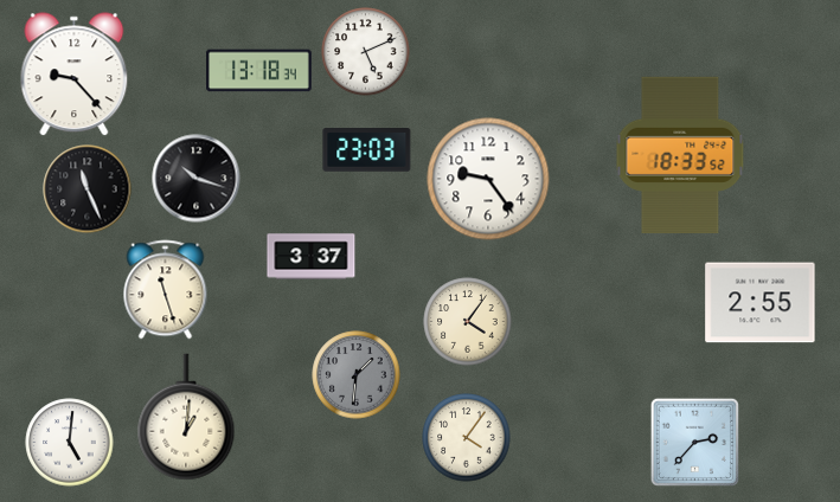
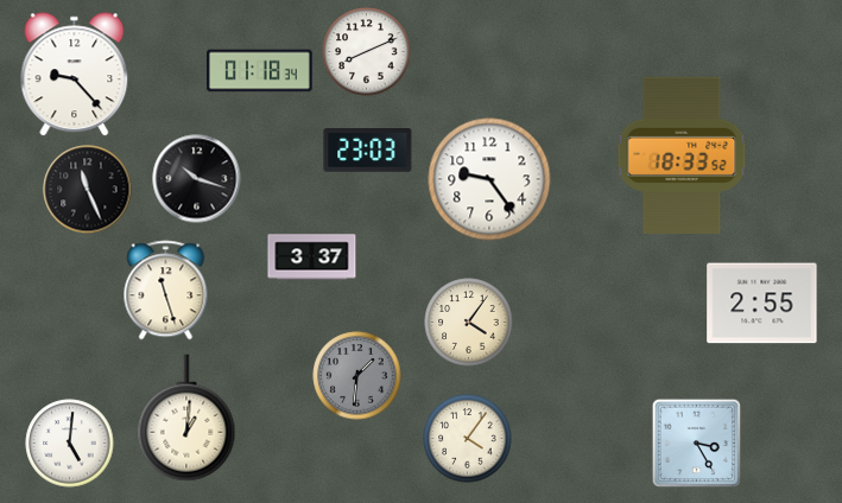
clock at (366, 52): 5:11 -> 8:11
clock at (259, 71): 13:18 -> 01:18
clock at (694, 442): 2:37 -> 3:25
